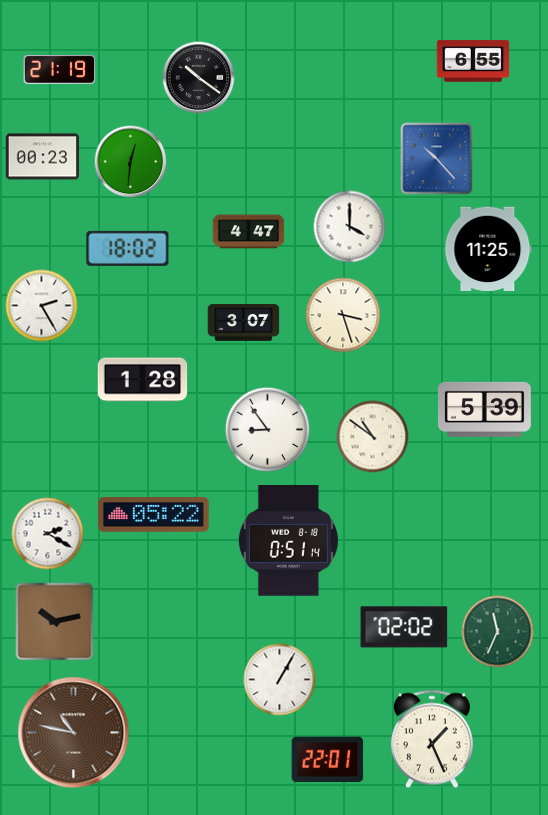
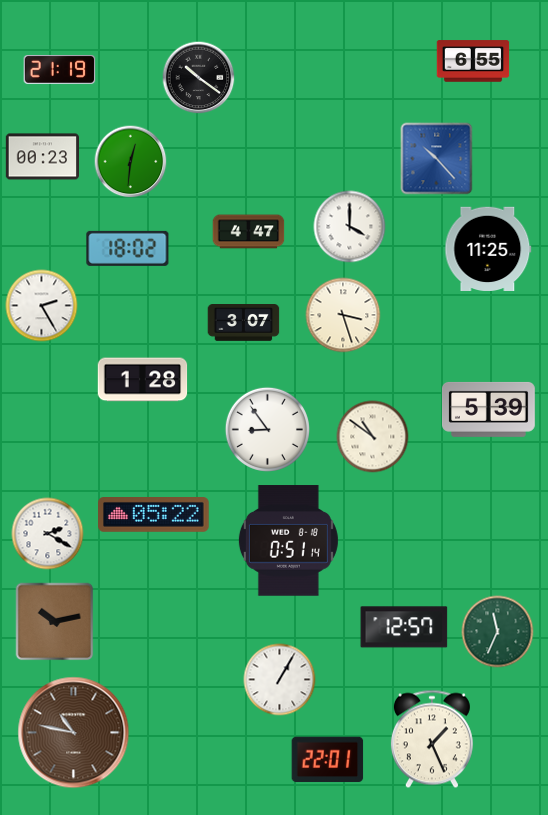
clock at (485, 409) position: (485, 409) -> (489, 409)
clock at (404, 627): 02:02 -> 12:57
